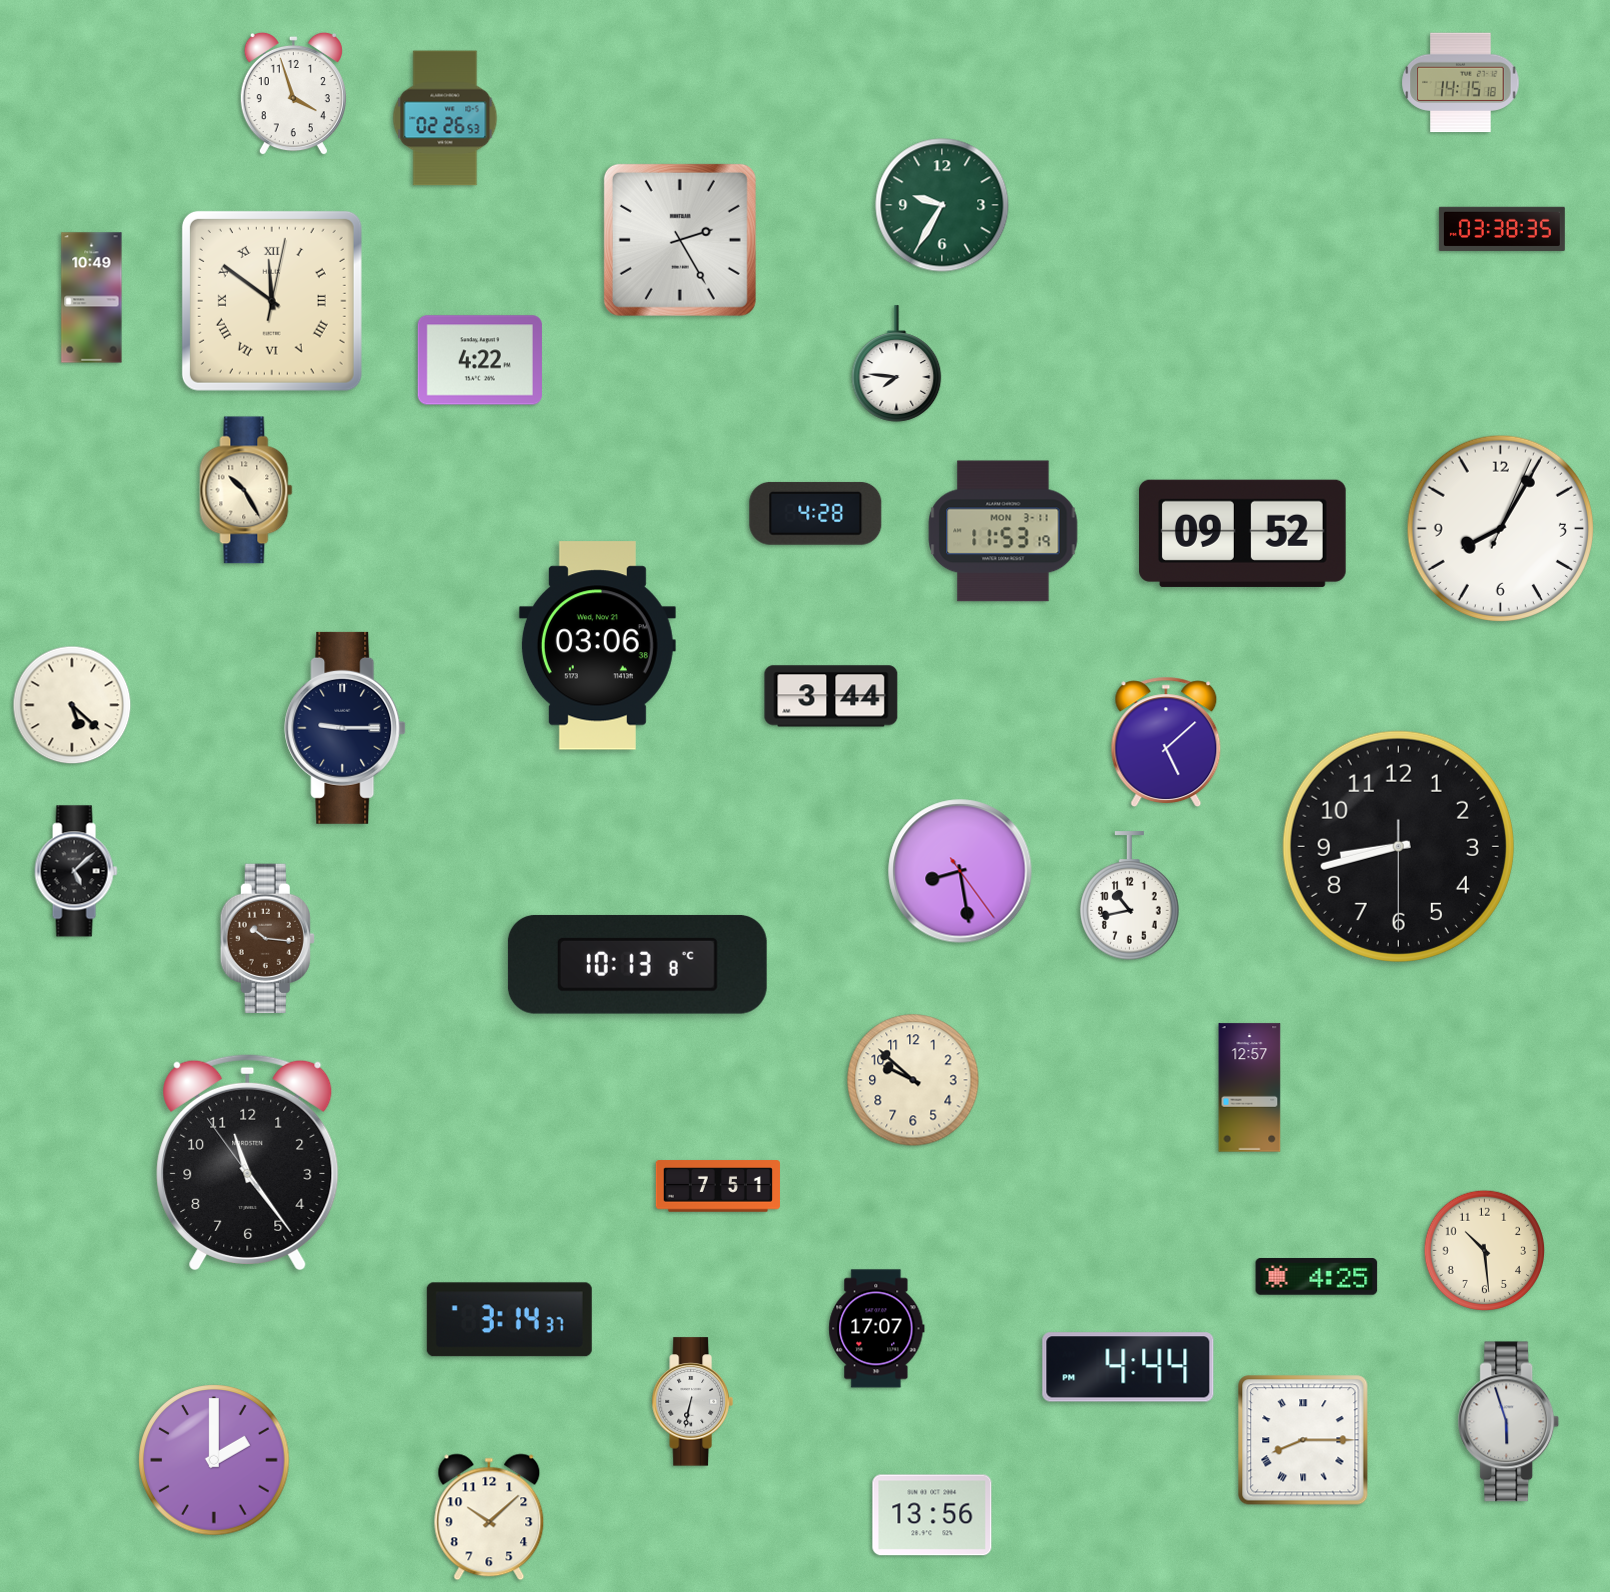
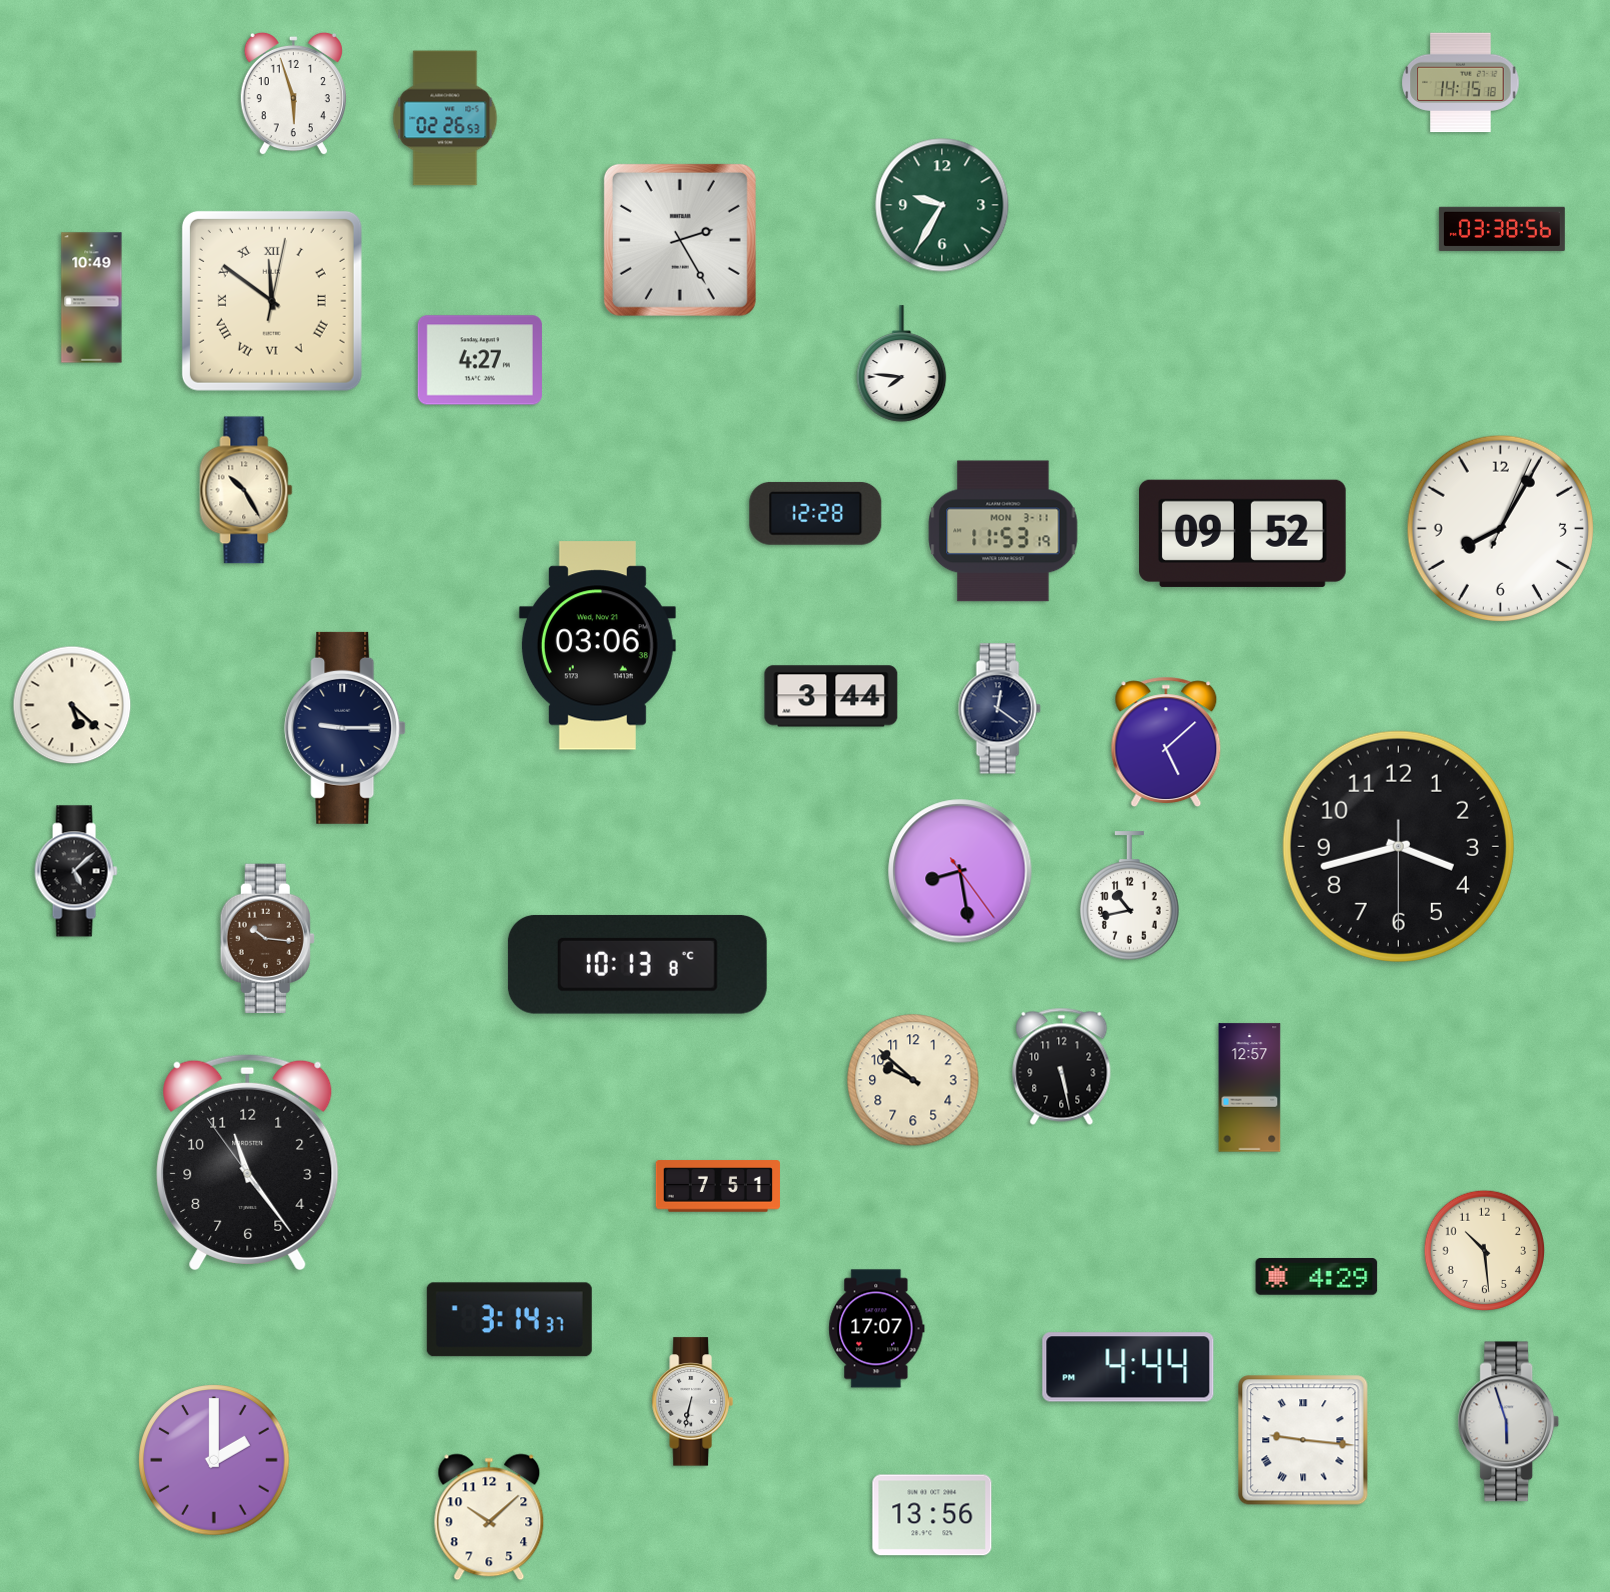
clock at (293, 94): 3:57 -> 5:57
clock at (1502, 229): 03:38:35 -> 03:38:56
clock at (480, 360): 4:22 -> 4:27
clock at (897, 364) position: (897, 364) -> (902, 364)
clock at (816, 513): 4:28 -> 12:28
clock at (999, 709): none -> 12:21
clock at (1398, 846): 8:42 -> 3:42
clock at (1062, 1066): none -> 5:28
clock at (1317, 1277): 4:25 -> 4:29
clock at (1303, 1440): 8:15 -> 9:16
